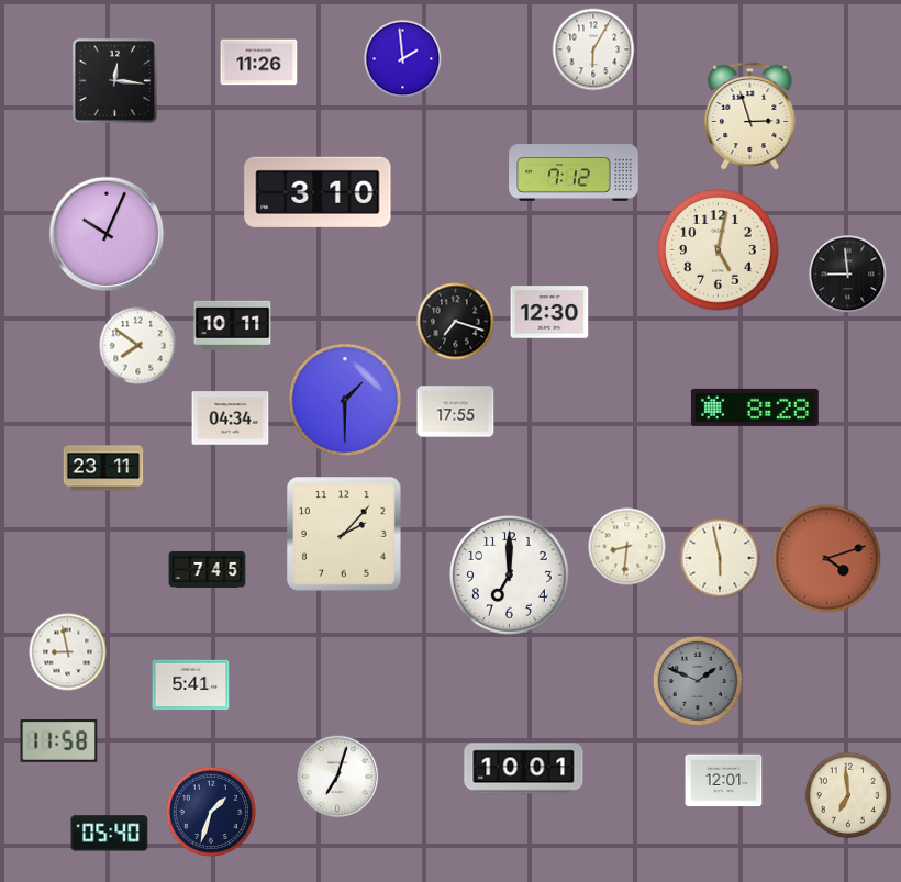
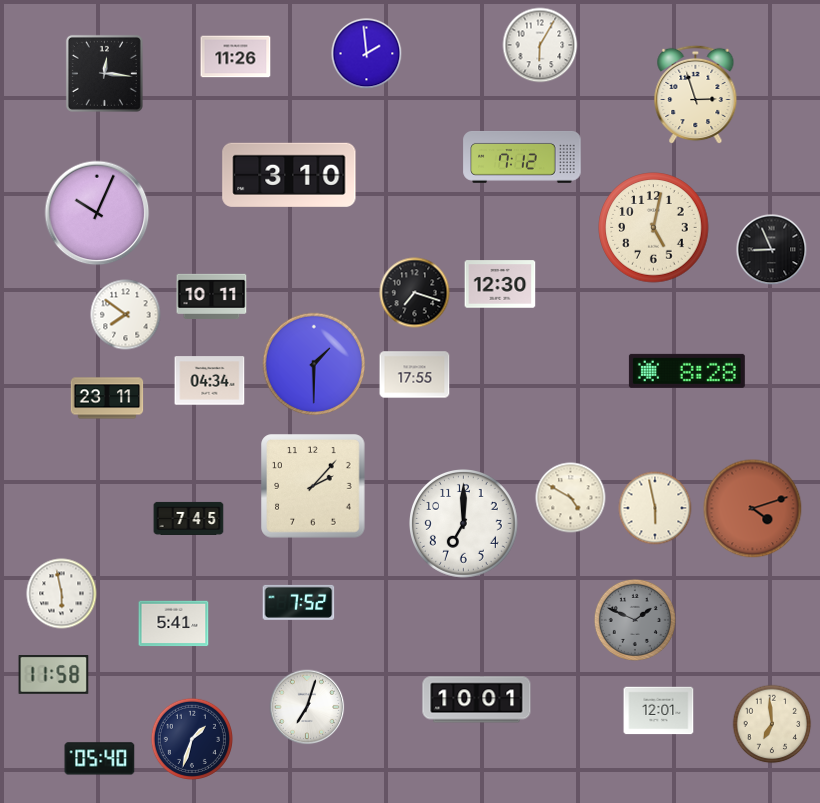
clock at (750, 116) position: (750, 116) -> (696, 95)
clock at (848, 275): 8:59 -> 8:56
clock at (103, 468) position: (103, 468) -> (107, 398)
clock at (627, 547): 8:31 -> 4:50
clock at (68, 652): 8:58 -> 5:58
clock at (299, 602): none -> 7:52
